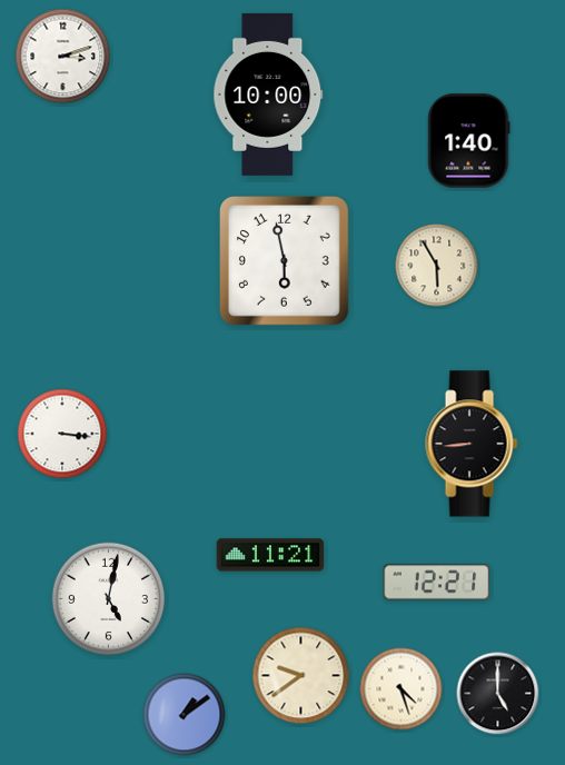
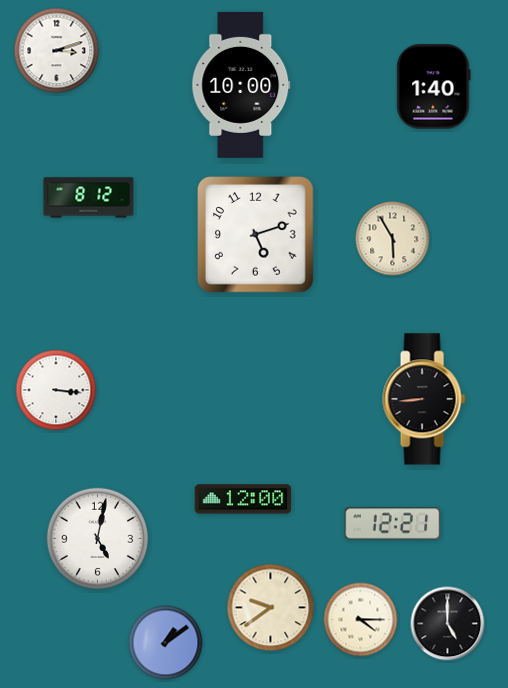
clock at (469, 141) position: (469, 141) -> (434, 87)
clock at (89, 198): none -> 8:12
clock at (285, 261): 5:58 -> 5:12
clock at (270, 555): 11:21 -> 12:00
clock at (402, 689): 4:27 -> 4:15
